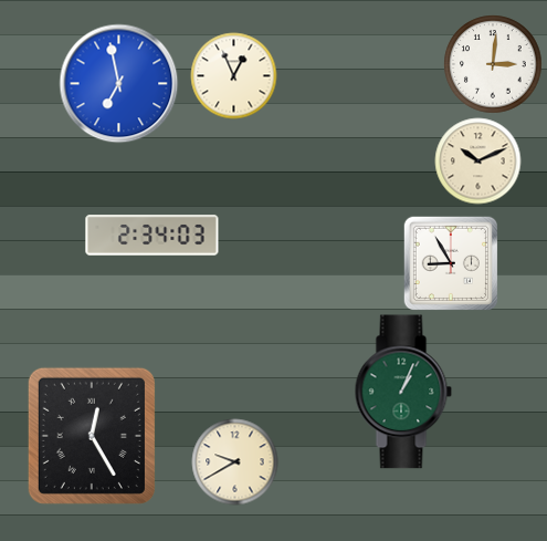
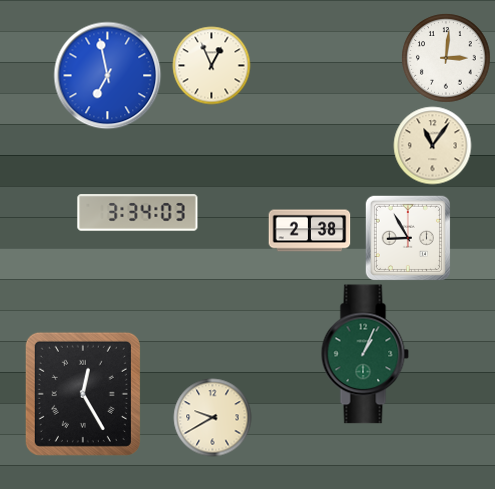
clock at (233, 75) position: (233, 75) -> (211, 65)
clock at (477, 160): 10:11 -> 11:06
clock at (152, 236): 2:34 -> 3:34
clock at (309, 231): none -> 2:38
